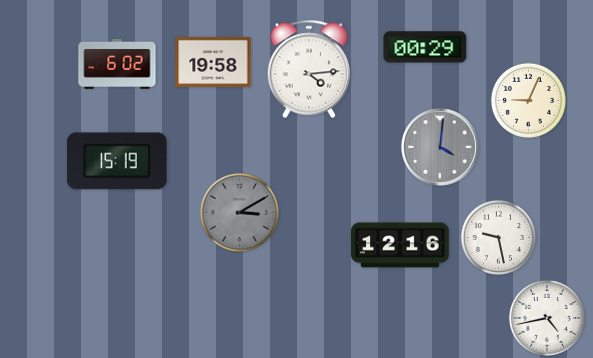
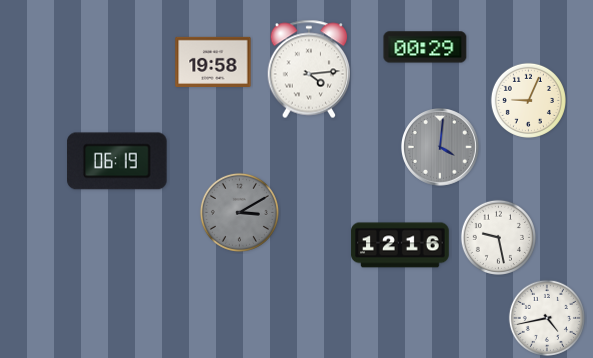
clock at (117, 64): 6:02 -> none
clock at (117, 161): 15:19 -> 06:19
